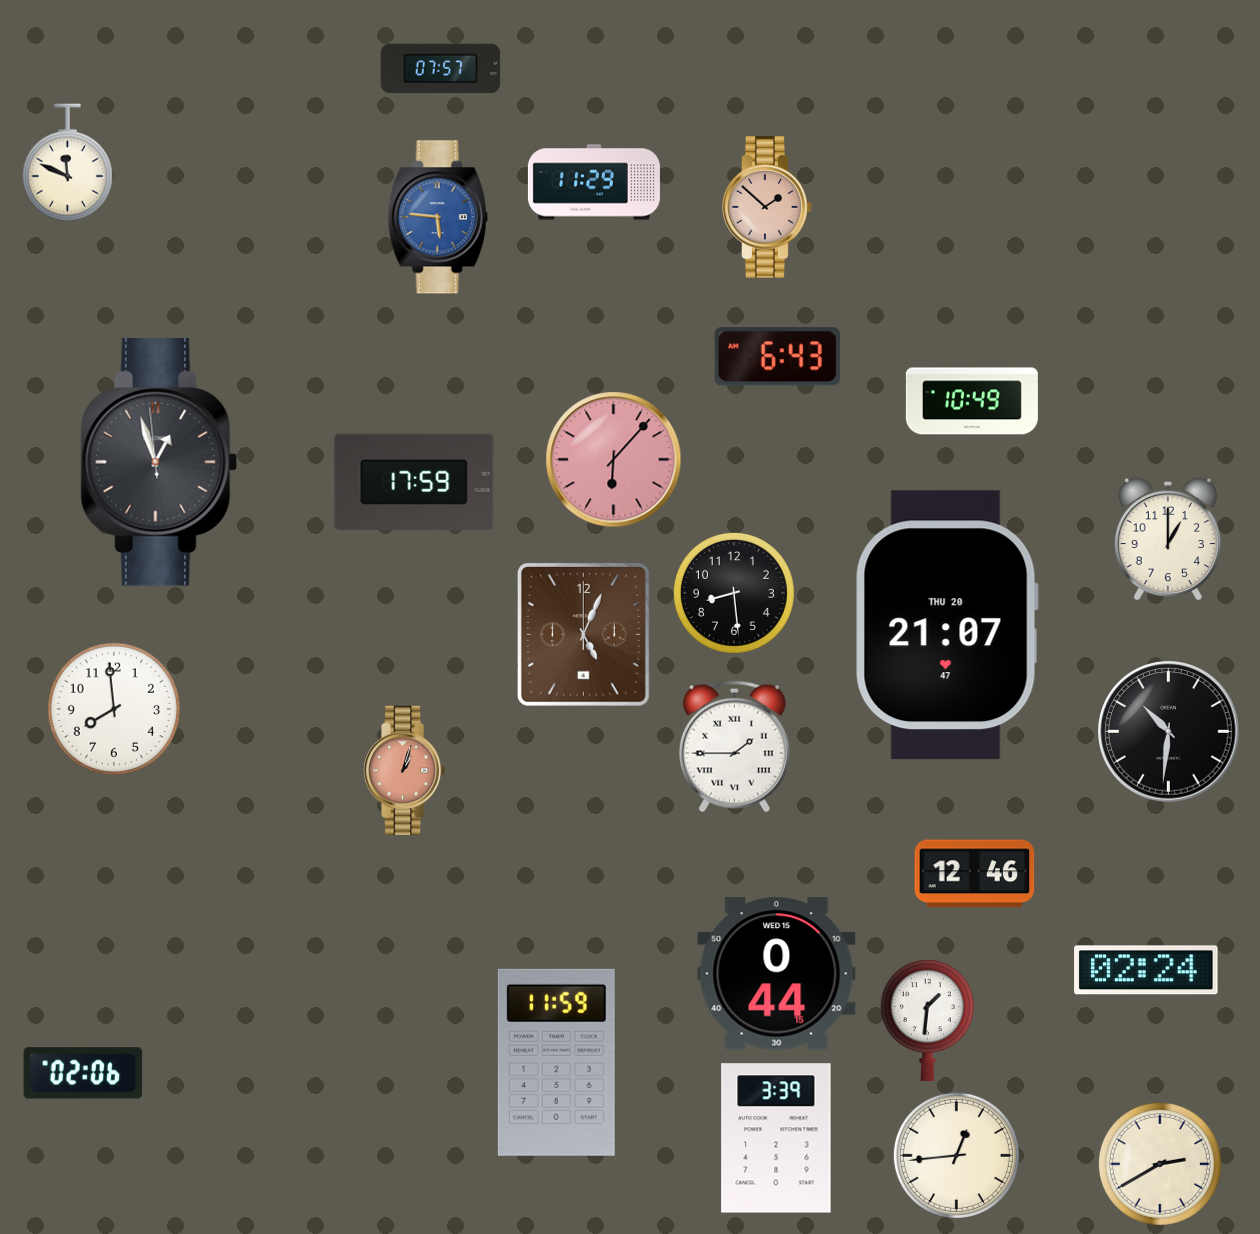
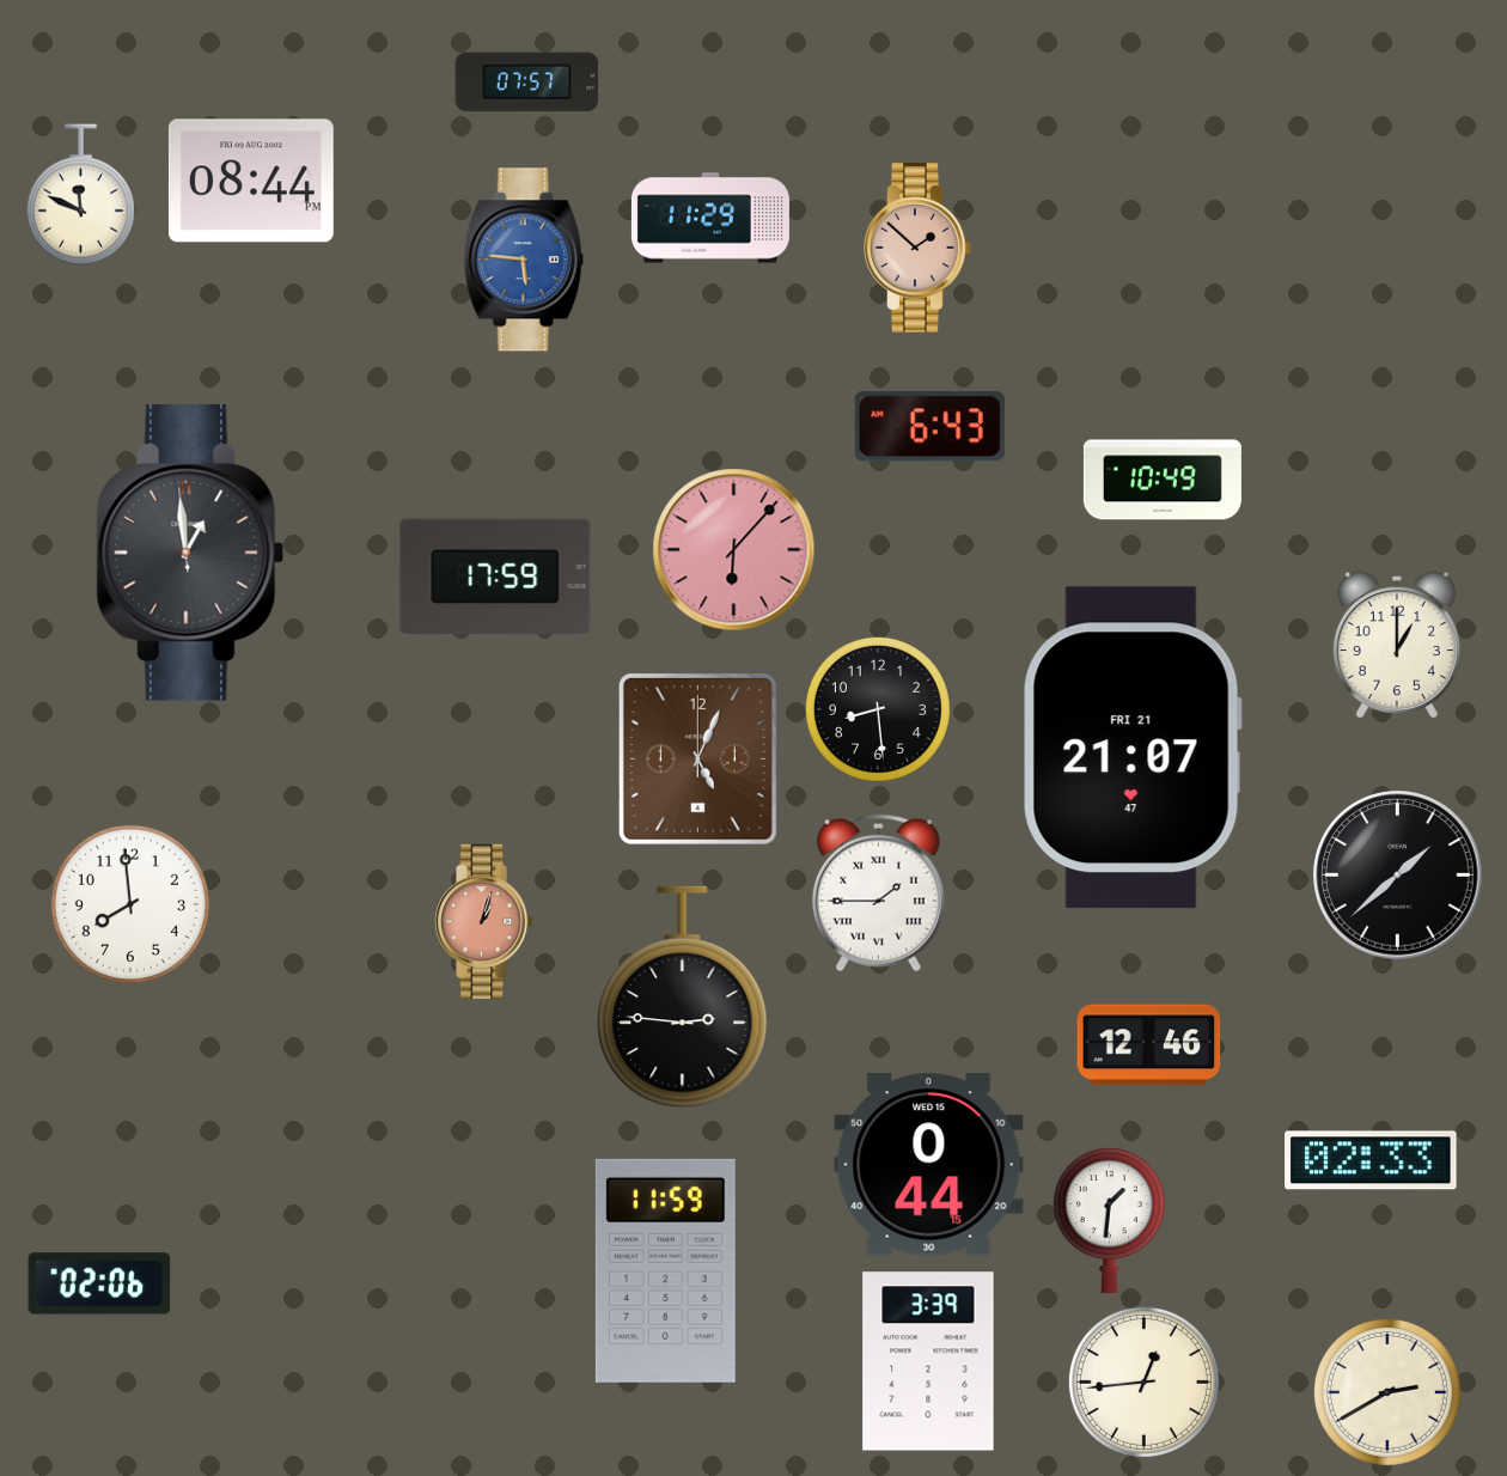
clock at (251, 181): none -> 08:44
clock at (159, 462): 12:56 -> 12:58
clock at (947, 625) date: THU 20 -> FRI 21
clock at (114, 709) position: (114, 709) -> (130, 904)
clock at (1169, 732): 10:31 -> 1:38
clock at (683, 998): none -> 2:46
clock at (975, 874) position: (975, 874) -> (1149, 1045)
clock at (1146, 970): 02:24 -> 02:33
